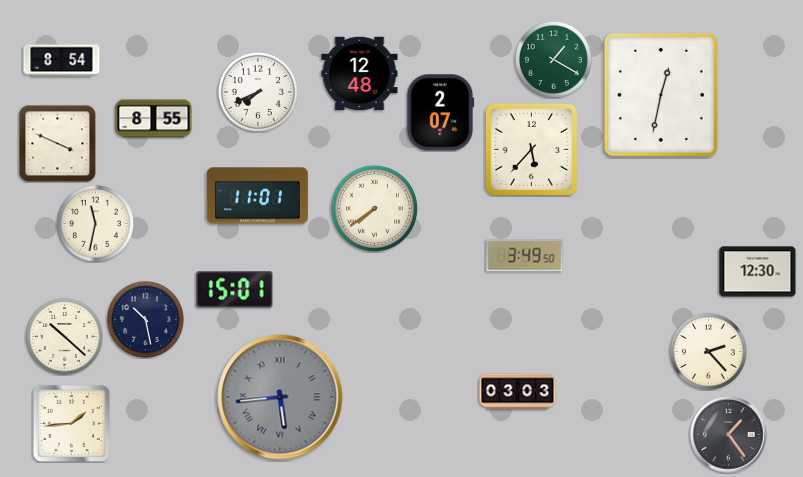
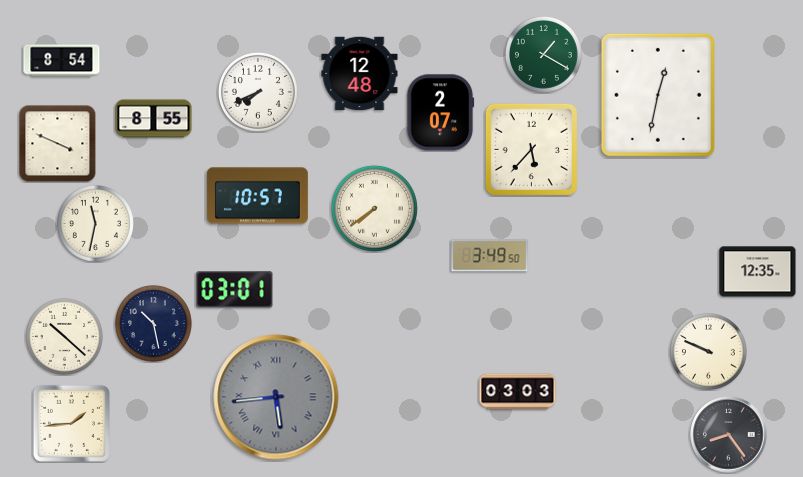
clock at (553, 59) position: (553, 59) -> (543, 54)
clock at (661, 95) position: (661, 95) -> (658, 95)
clock at (257, 196): 11:01 -> 10:57
clock at (525, 256) position: (525, 256) -> (490, 256)
clock at (758, 272): 12:30 -> 12:35
clock at (235, 290): 15:01 -> 03:01
clock at (145, 319) position: (145, 319) -> (153, 323)
clock at (708, 351): 2:23 -> 9:49
clock at (280, 397) position: (280, 397) -> (276, 397)
clock at (729, 435): 1:24 -> 8:24
